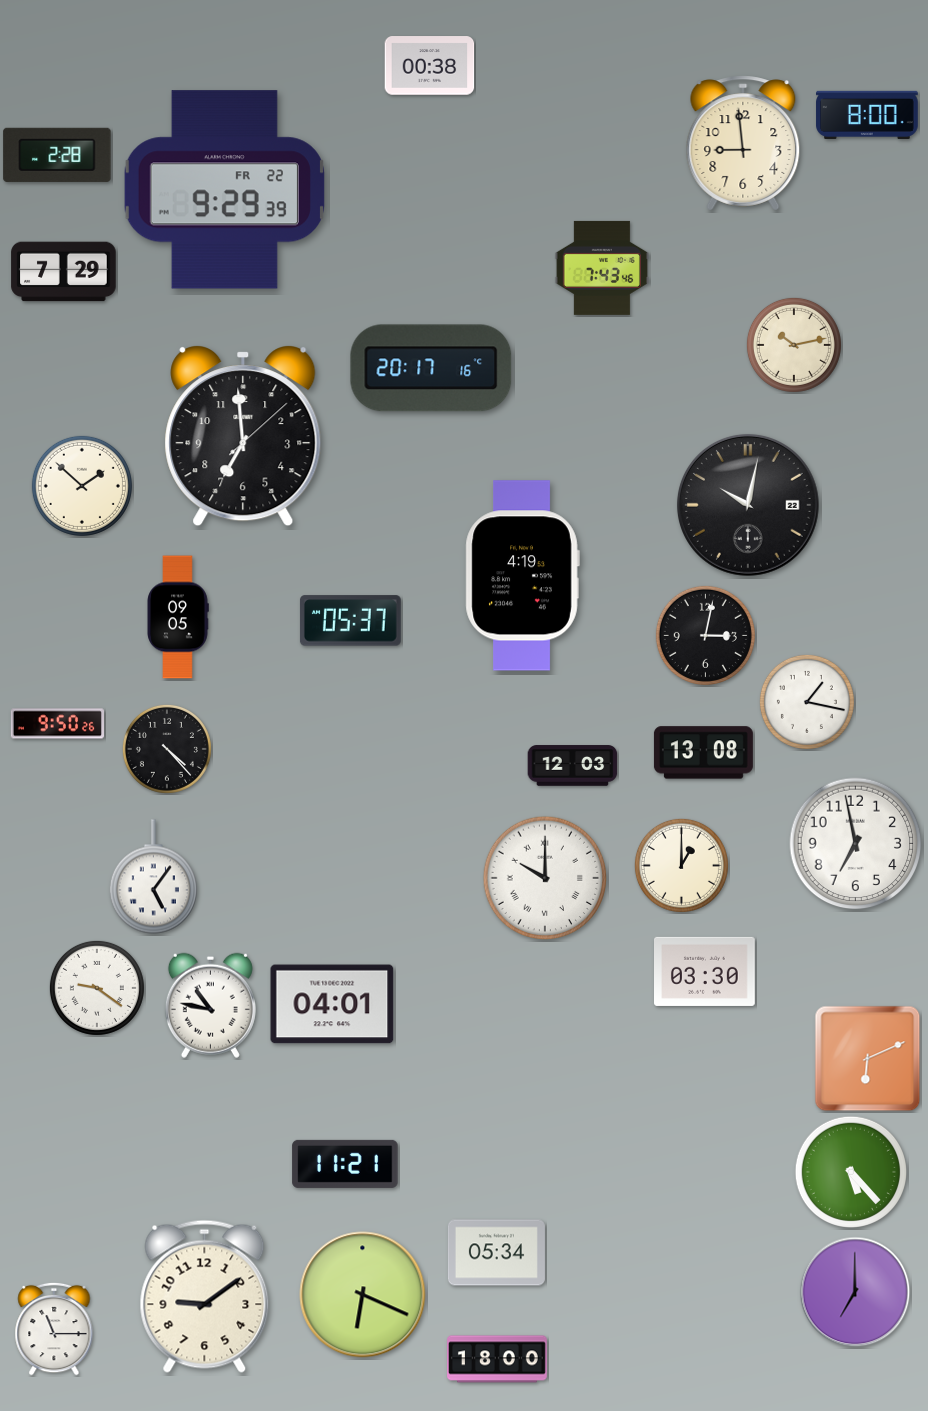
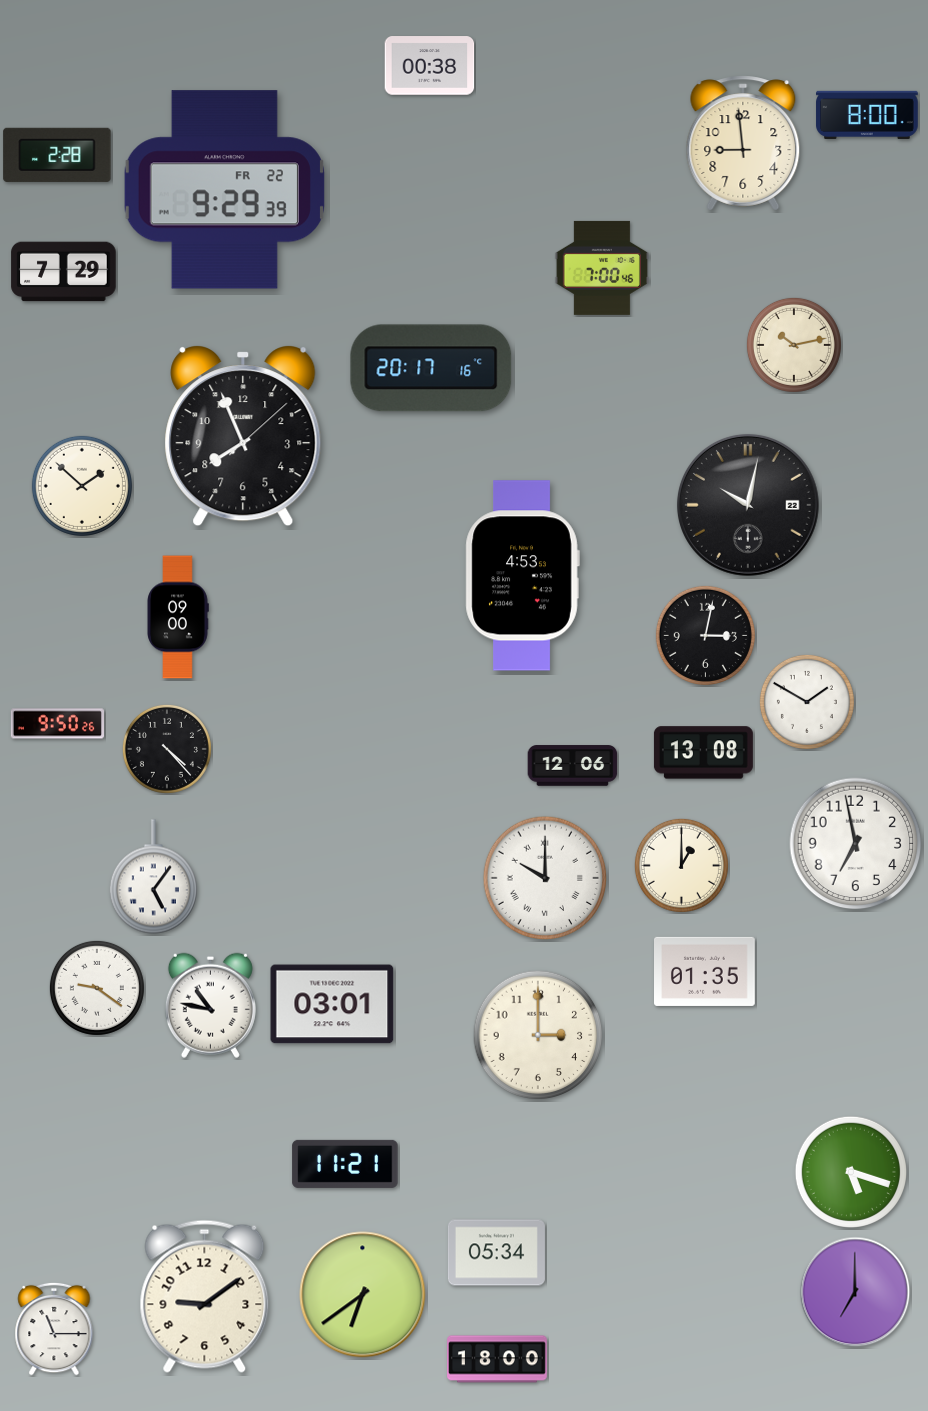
clock at (602, 268): 7:43 -> 7:00
clock at (243, 437): 6:59 -> 7:56
clock at (522, 576): 4:19 -> 4:53
clock at (178, 617): 09:05 -> 09:00
clock at (350, 621): 05:37 -> none
clock at (807, 702): 1:17 -> 1:50
clock at (573, 766): 12:03 -> 12:06
clock at (705, 971): 03:30 -> 01:35
clock at (332, 1004): 04:01 -> 03:01
clock at (538, 1035): none -> 3:00
clock at (868, 1059): 6:11 -> none
clock at (851, 1172): 5:23 -> 5:18
clock at (363, 1295): 6:19 -> 6:39
